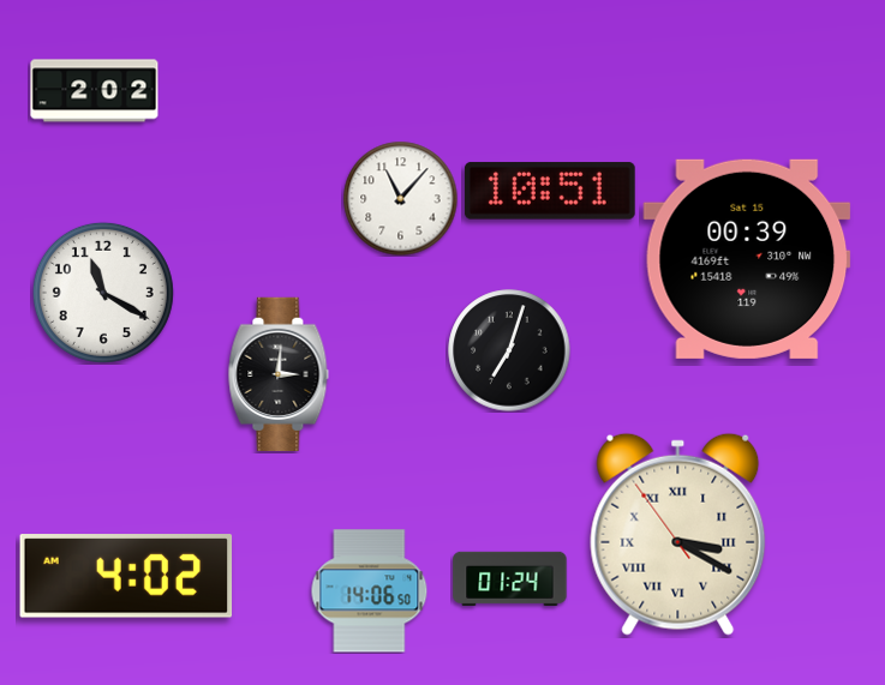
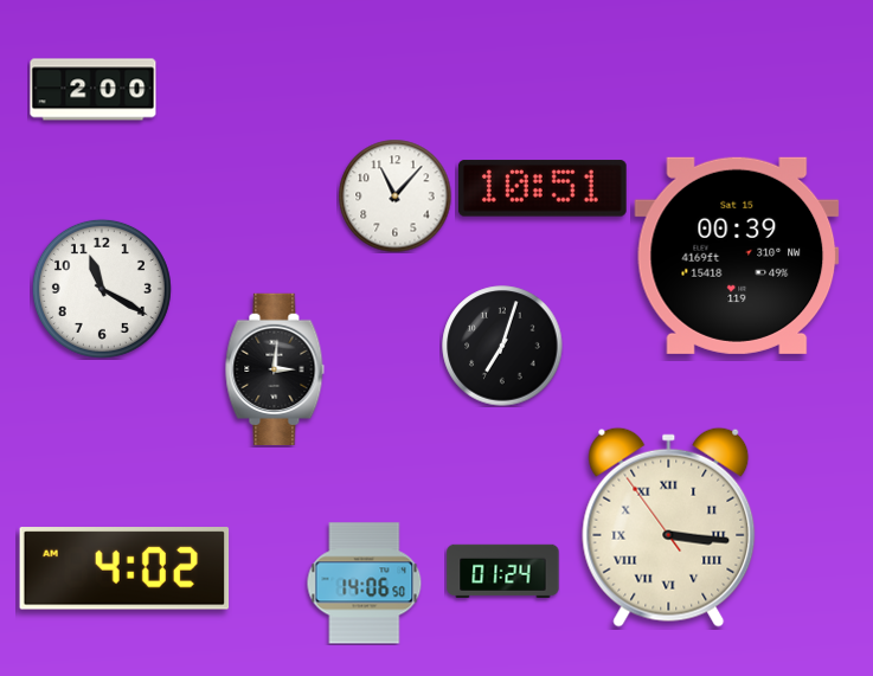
clock at (95, 91): 2:02 -> 2:00
clock at (678, 534): 3:19 -> 3:15
